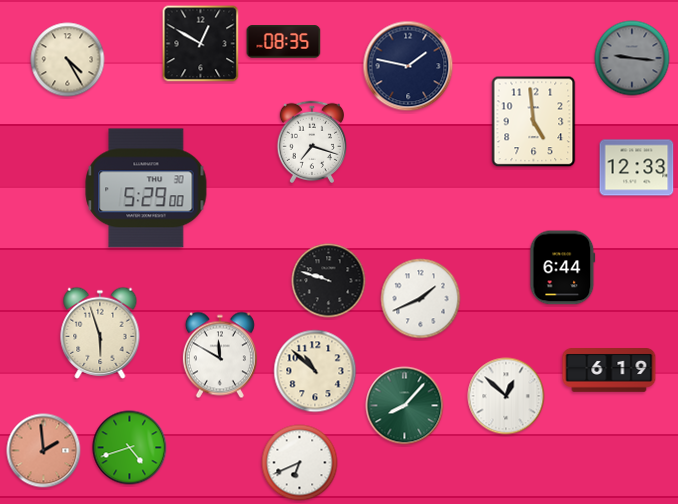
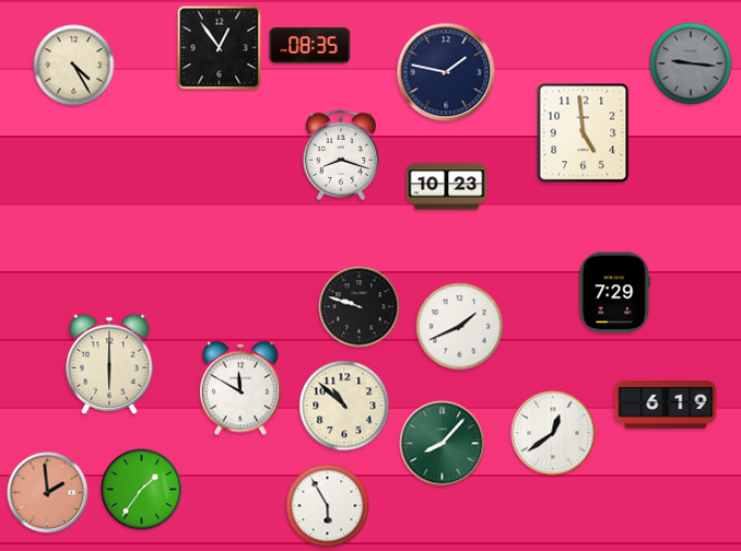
clock at (201, 44): 12:50 -> 12:54
clock at (311, 141): 7:18 -> 8:18
clock at (637, 168): 12:33 -> none
clock at (447, 187): none -> 10:23
clock at (146, 188): 5:29 -> none
clock at (563, 268): 6:44 -> 7:29
clock at (100, 333): 5:57 -> 6:00
clock at (506, 396): 12:52 -> 12:39
clock at (130, 448): 4:42 -> 1:36
clock at (300, 463): 6:41 -> 5:55
